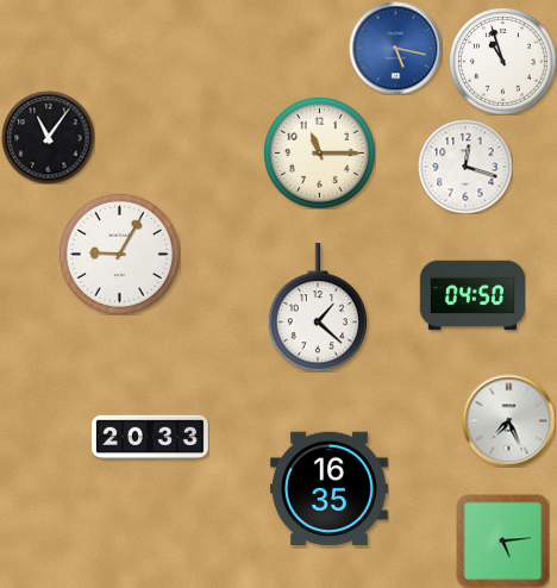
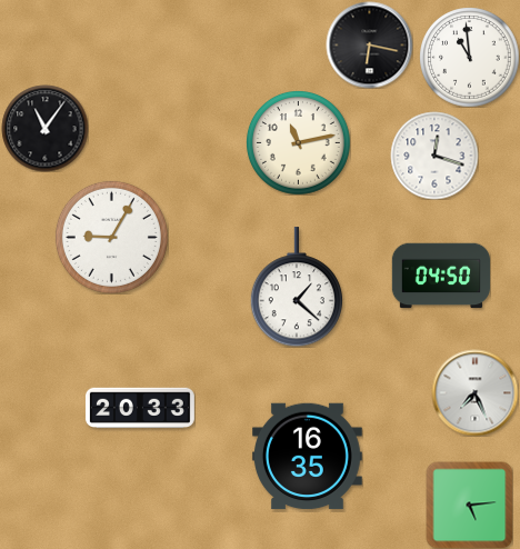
clock at (395, 48): 5:17 -> 6:17
clock at (395, 48) dial: blue -> black
clock at (502, 61): 10:57 -> 10:59
clock at (320, 154): 11:15 -> 11:13
